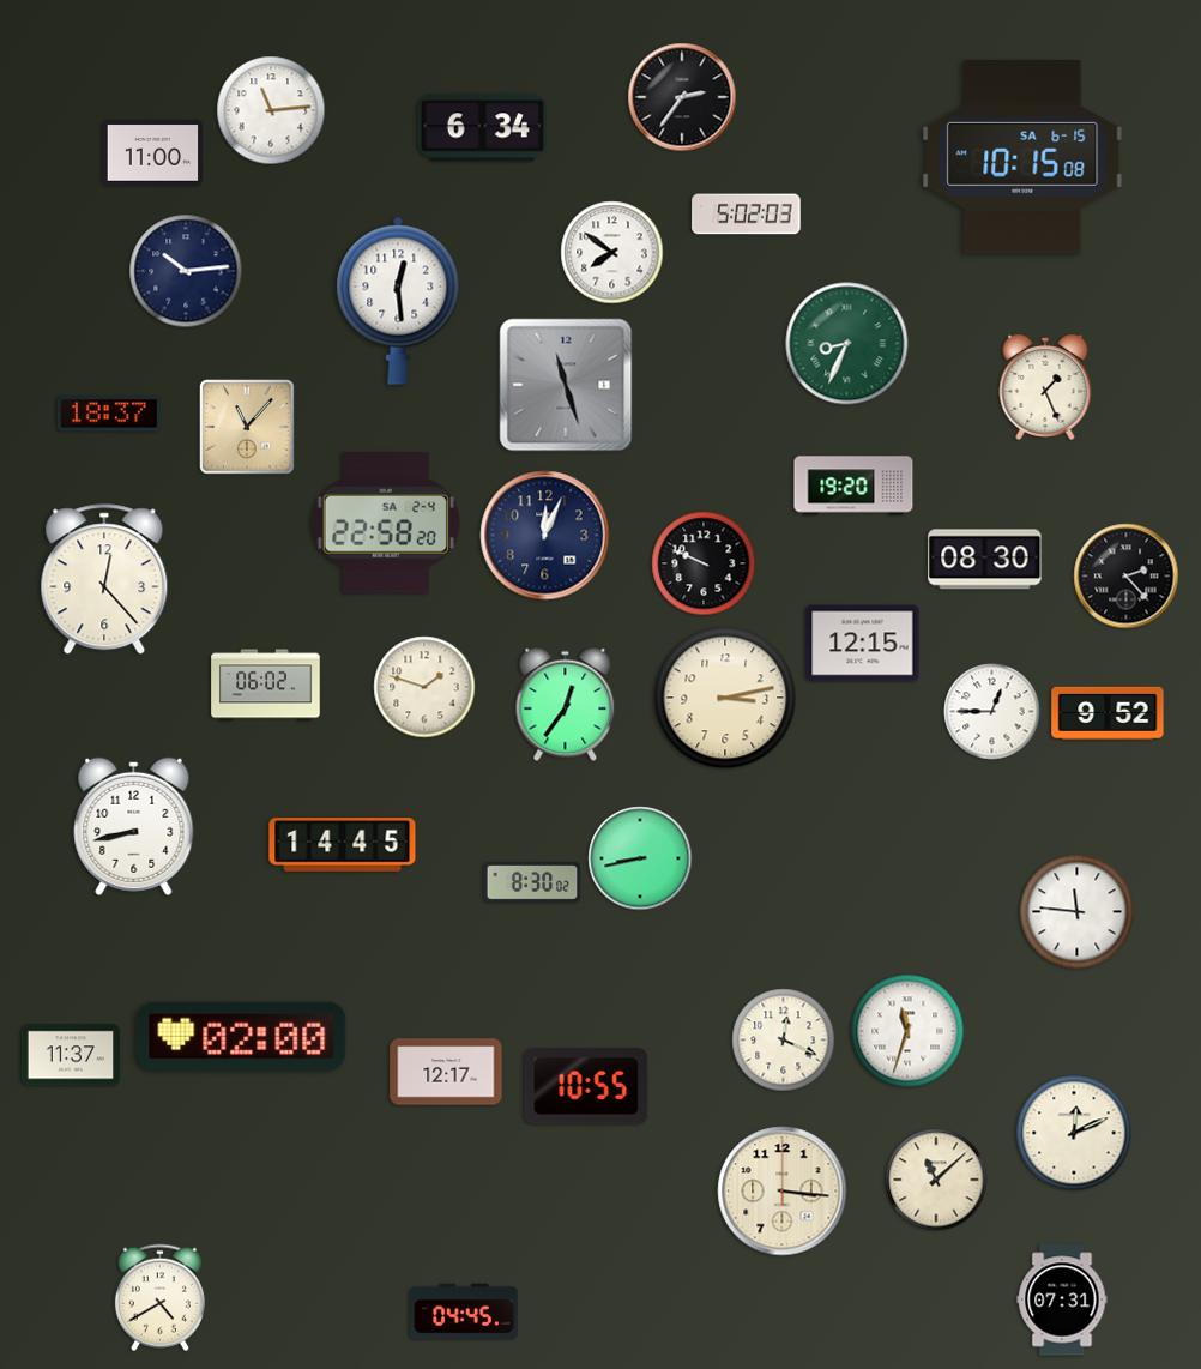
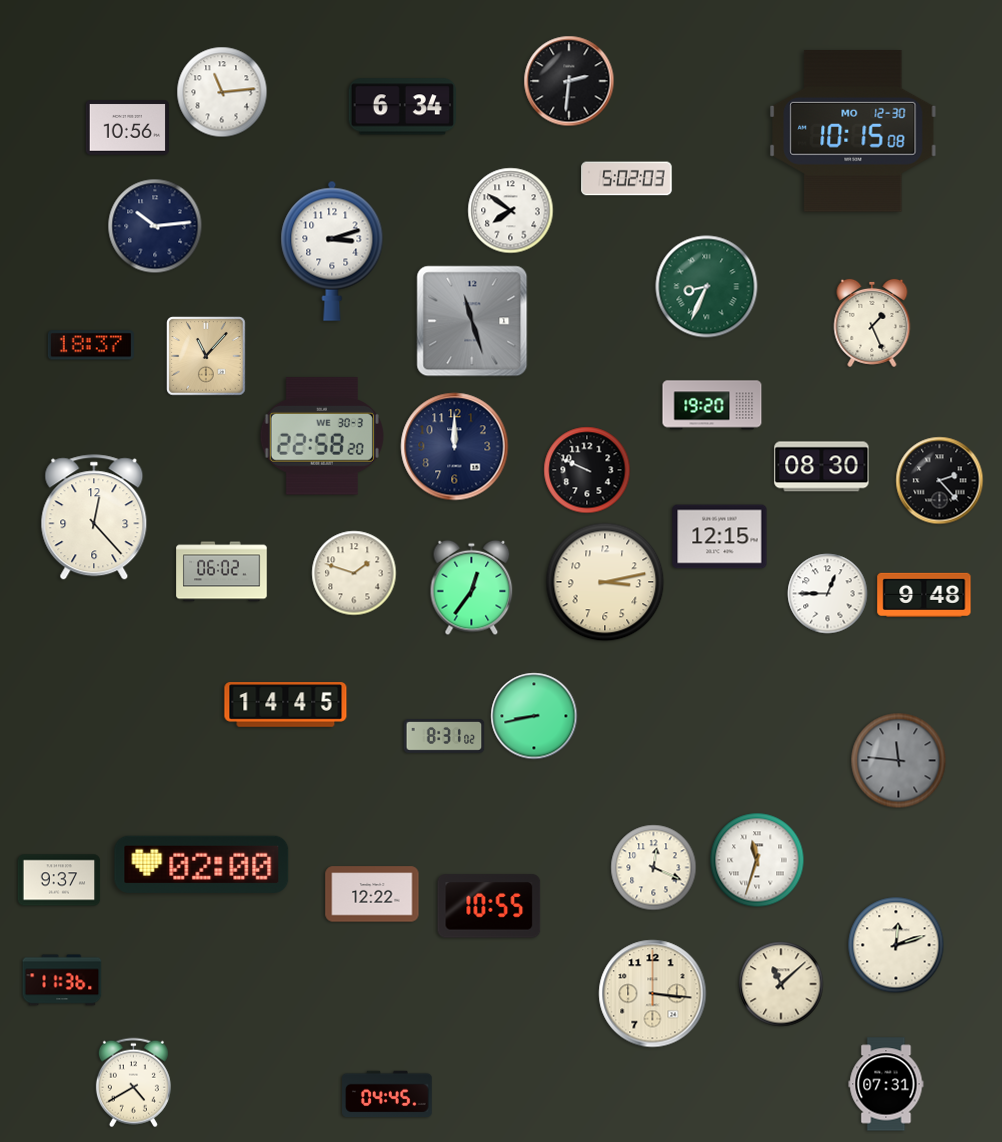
clock at (682, 97): 2:36 -> 2:31
clock at (271, 110) position: (271, 110) -> (222, 92)
clock at (152, 153): 11:00 -> 10:56
clock at (1022, 157) date: SA 6-15 -> MO 12-30
clock at (747, 215) position: (747, 215) -> (627, 179)
clock at (398, 301): 12:29 -> 3:12
clock at (386, 523) date: SA 2-4 -> WE 30-3
clock at (545, 536): 12:04 -> 12:00
clock at (104, 580) position: (104, 580) -> (94, 518)
clock at (1108, 713): 9:52 -> 9:48
clock at (134, 826): 8:43 -> none
clock at (532, 882): 8:30 -> 8:31
clock at (1078, 912) dial: white -> grey
clock at (71, 1055): 11:37 -> 9:37
clock at (446, 1072): 12:17 -> 12:22
clock at (1074, 1133): 12:11 -> 12:12
clock at (62, 980): none -> 11:36
